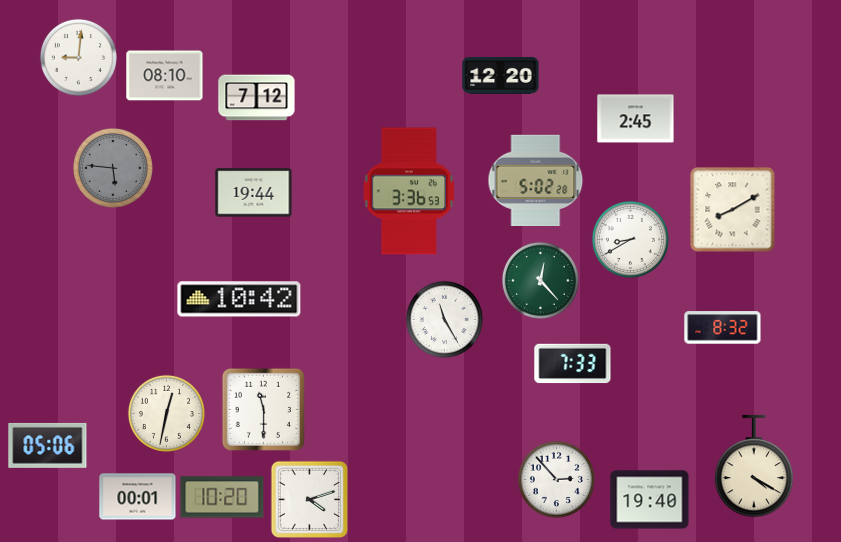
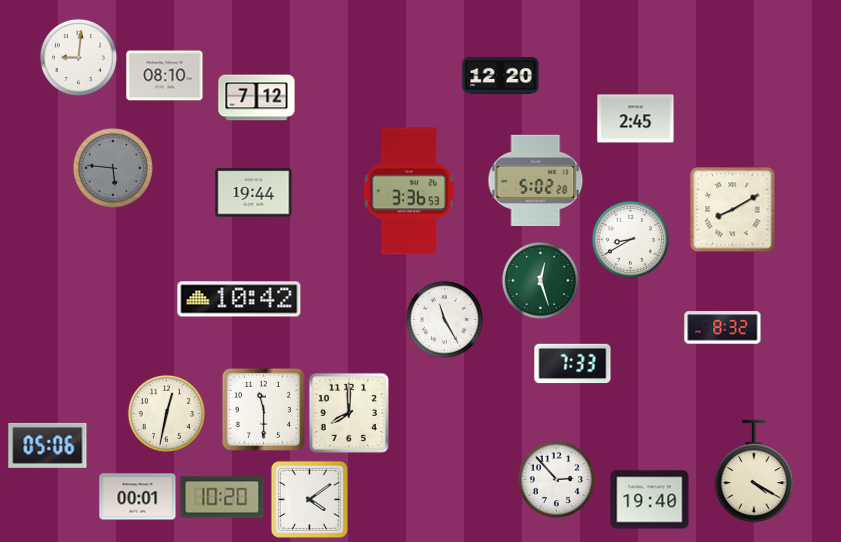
clock at (540, 280): 12:23 -> 12:27
clock at (349, 413): none -> 8:00
clock at (754, 466) position: (754, 466) -> (754, 471)
clock at (309, 499): 4:12 -> 4:09
